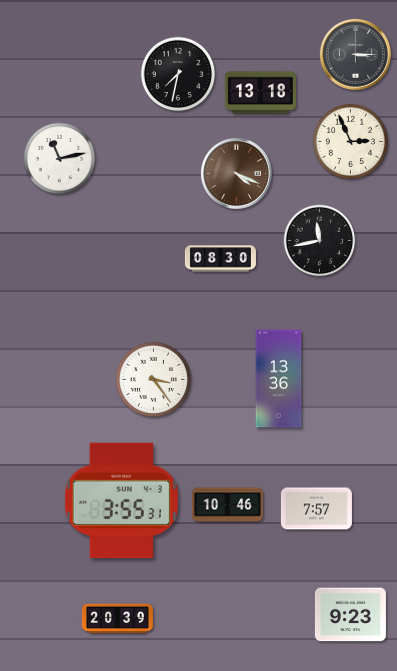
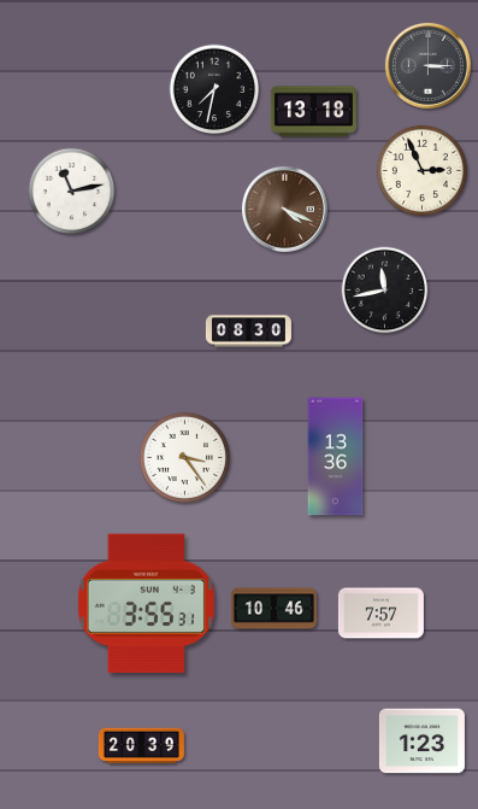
clock at (220, 259) position: (220, 259) -> (248, 332)
clock at (350, 615): 9:23 -> 1:23
